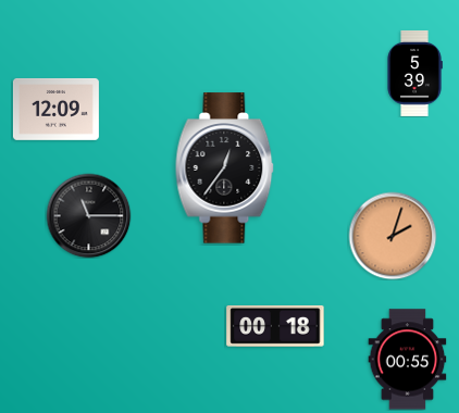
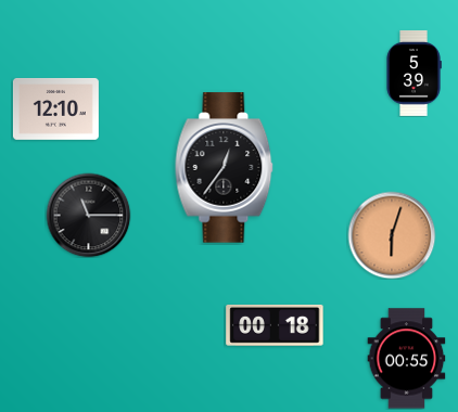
clock at (55, 109): 12:09 -> 12:10
clock at (393, 236): 2:03 -> 6:03
